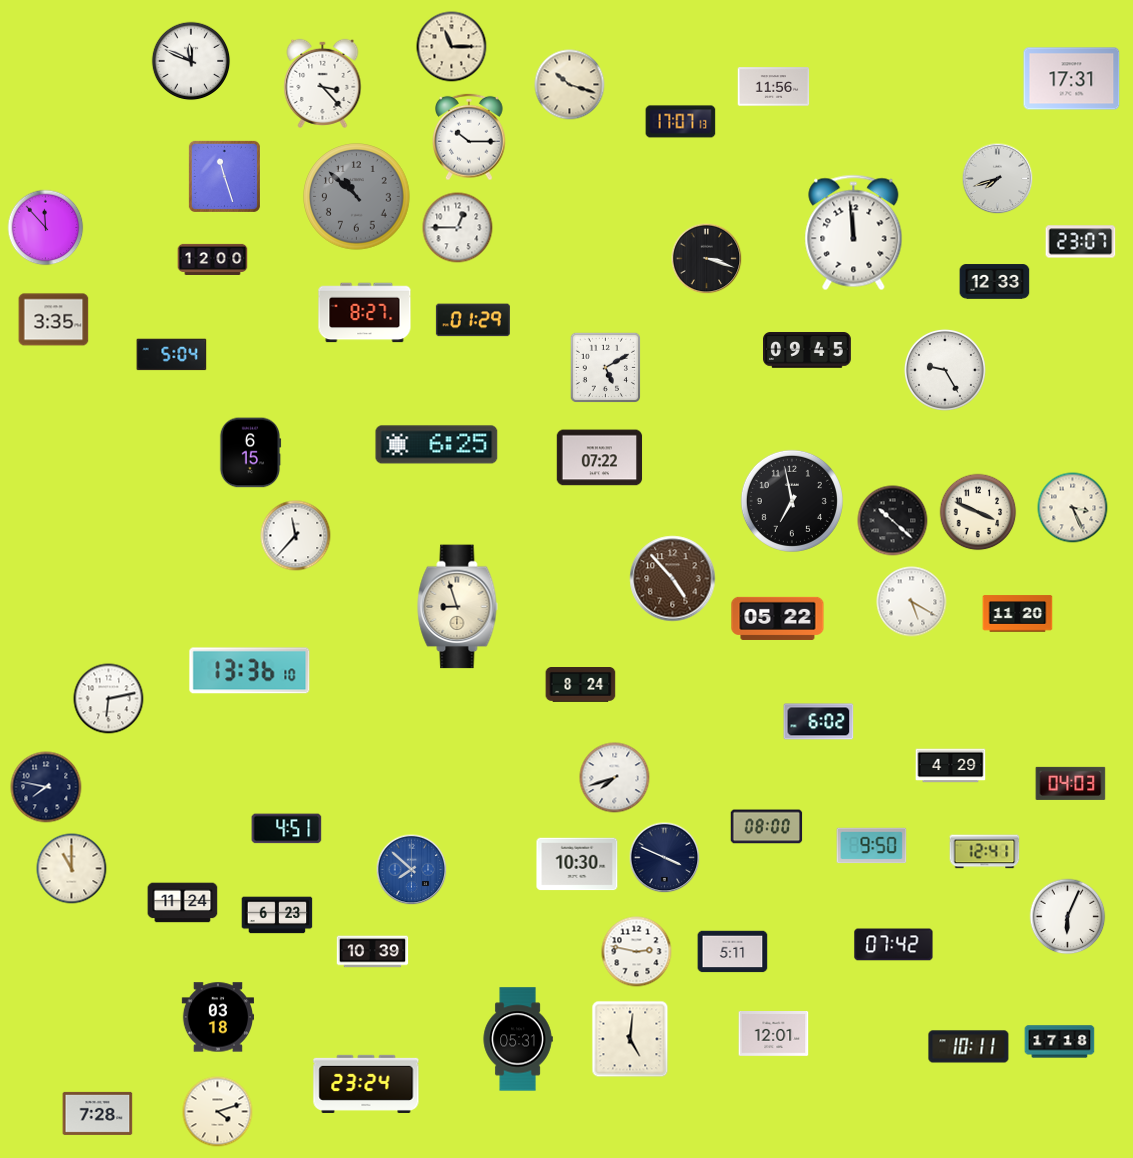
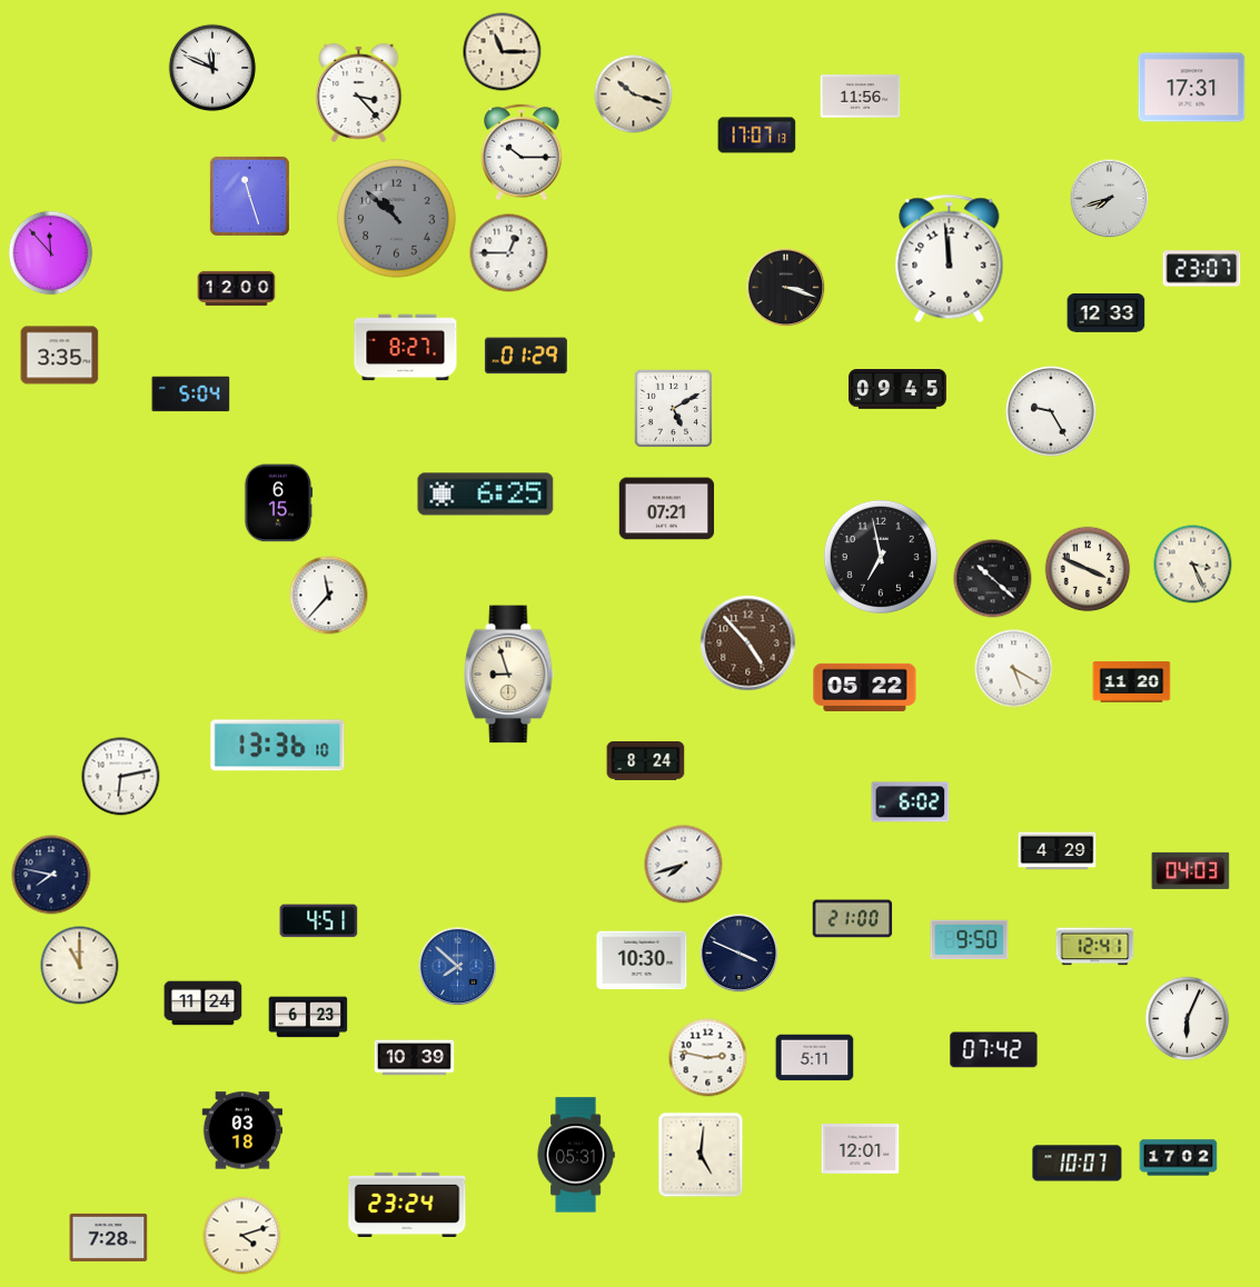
clock at (600, 458): 07:22 -> 07:21
clock at (767, 827): 08:00 -> 21:00
clock at (1060, 1042): 17:18 -> 17:02
clock at (969, 1047): 10:11 -> 10:07
